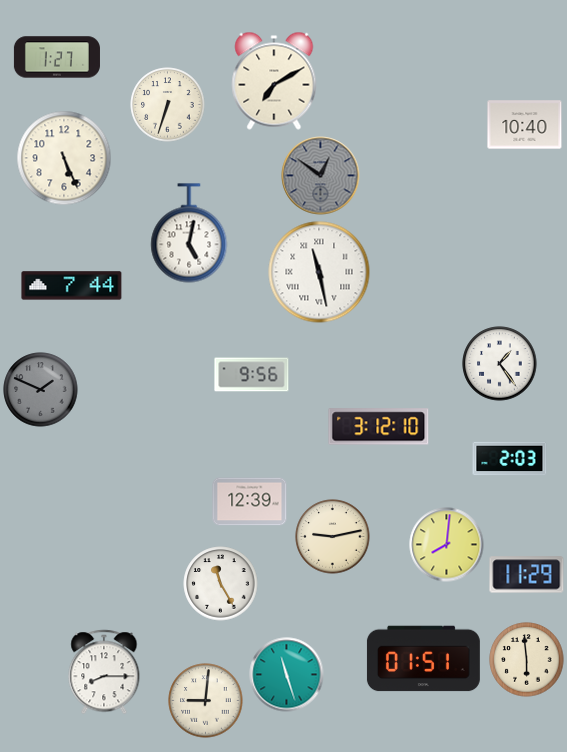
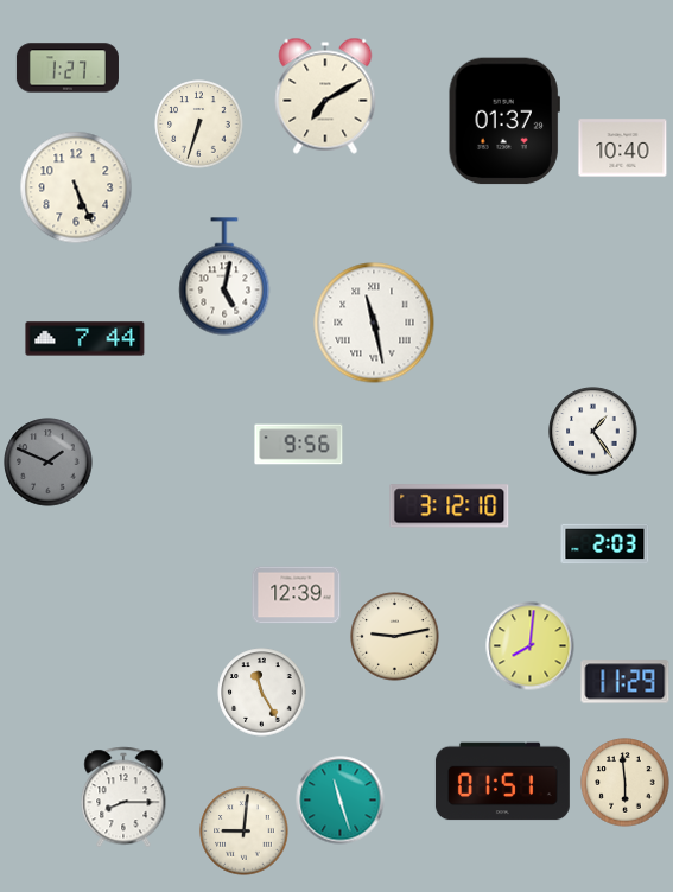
clock at (504, 121): none -> 01:37
clock at (321, 176): 12:51 -> none
clock at (319, 272) position: (319, 272) -> (374, 323)
